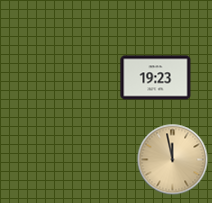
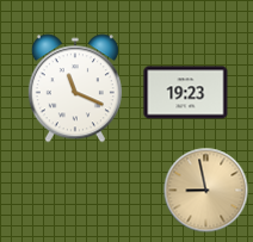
clock at (75, 88): none -> 11:19
clock at (173, 160): 11:58 -> 8:58
